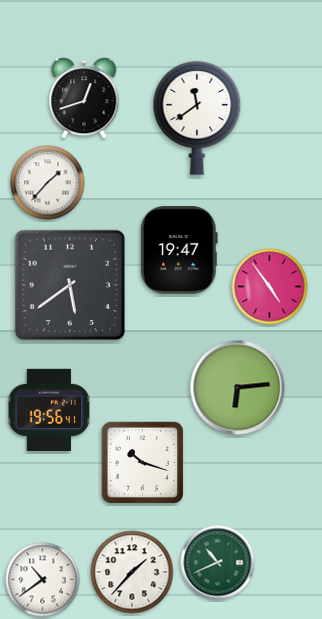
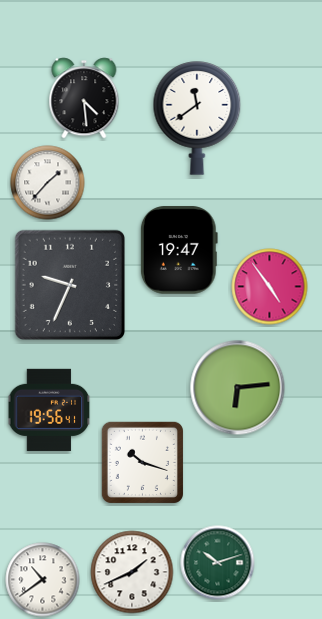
clock at (84, 98): 12:42 -> 4:29
clock at (69, 284): 5:39 -> 9:34
clock at (218, 563): 10:41 -> 10:12
clock at (132, 572): 1:37 -> 1:41
